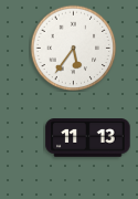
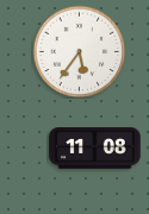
clock at (88, 138): 11:13 -> 11:08
